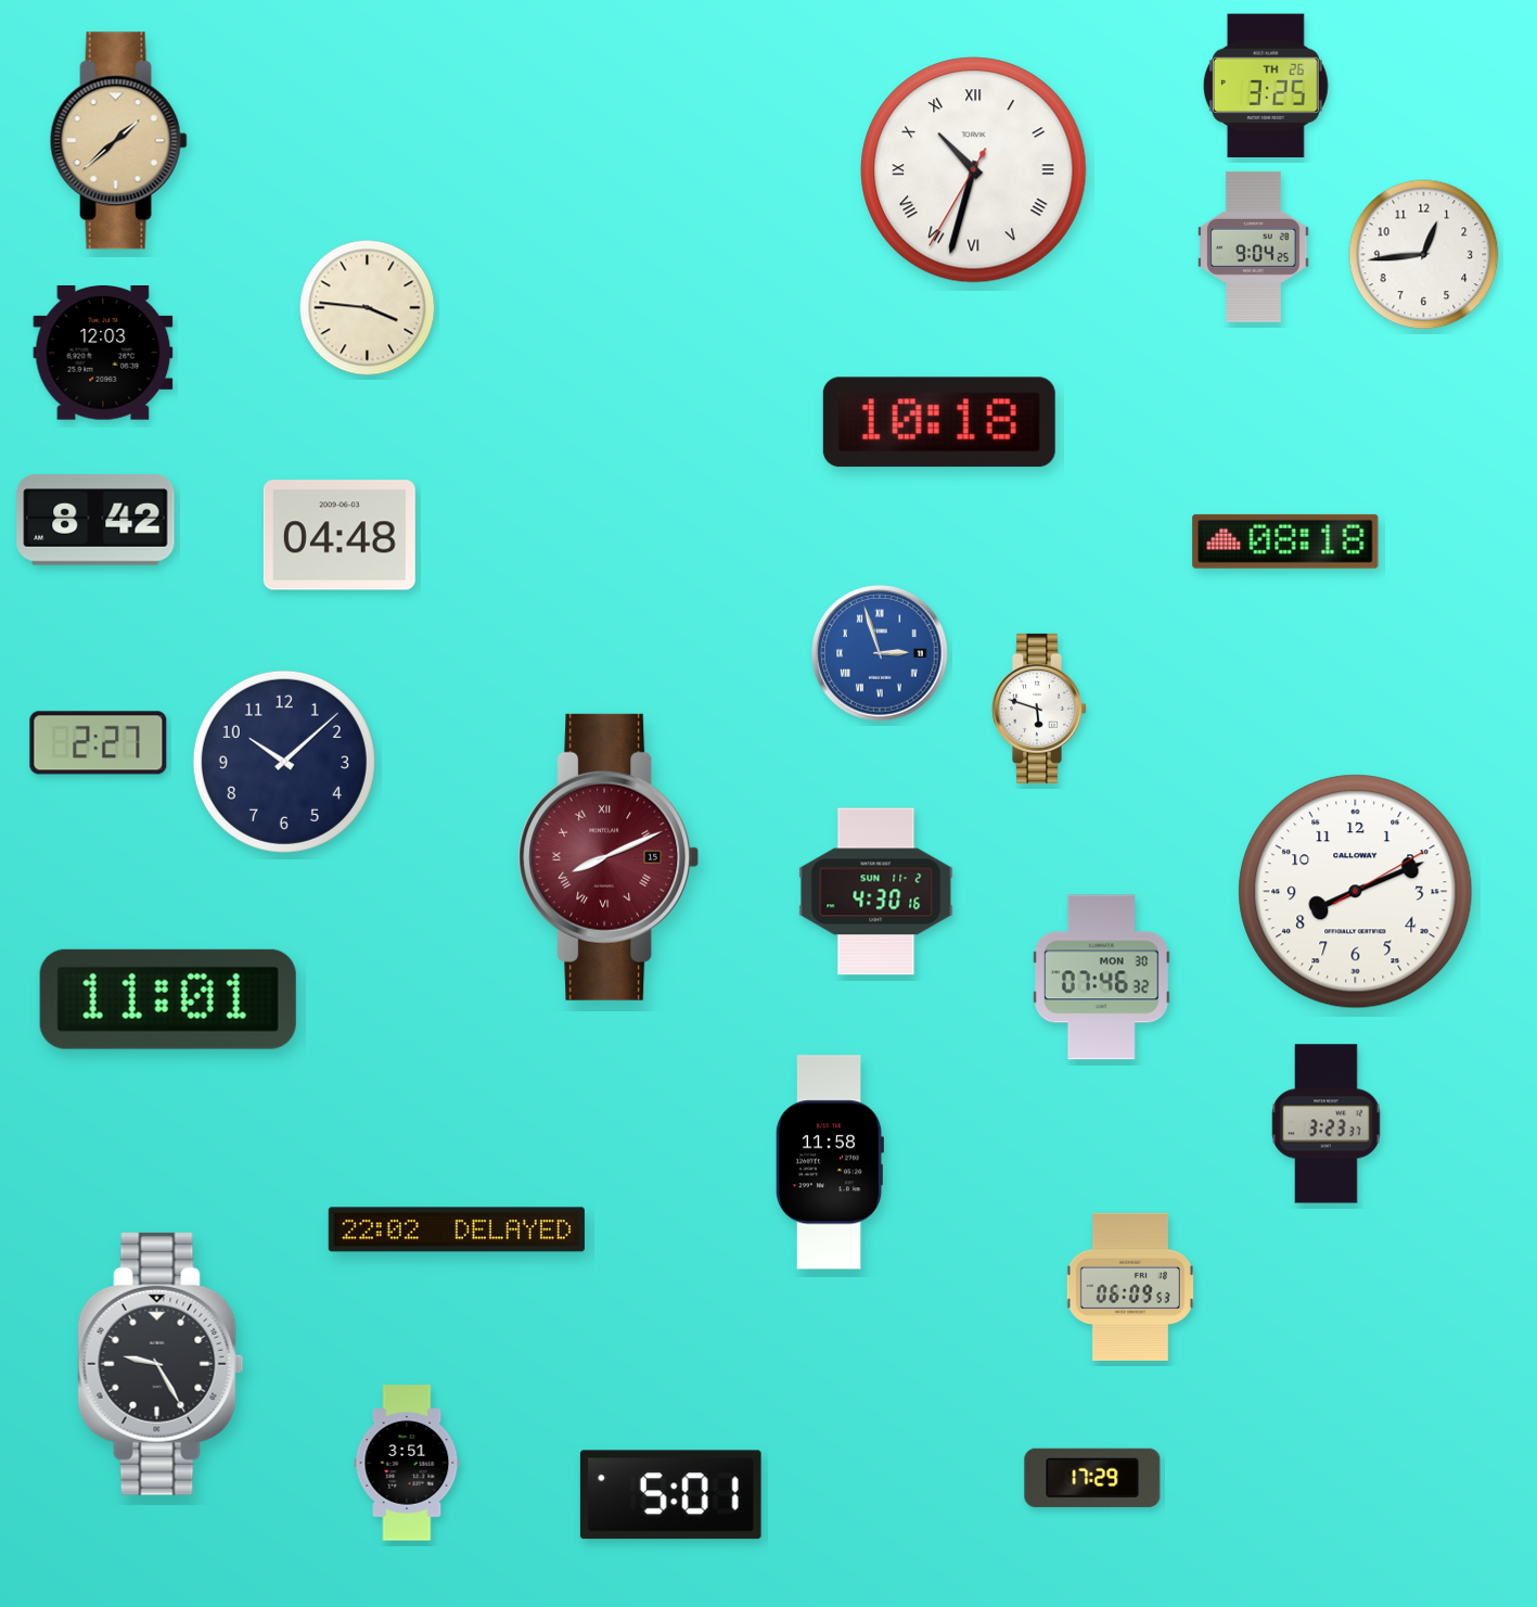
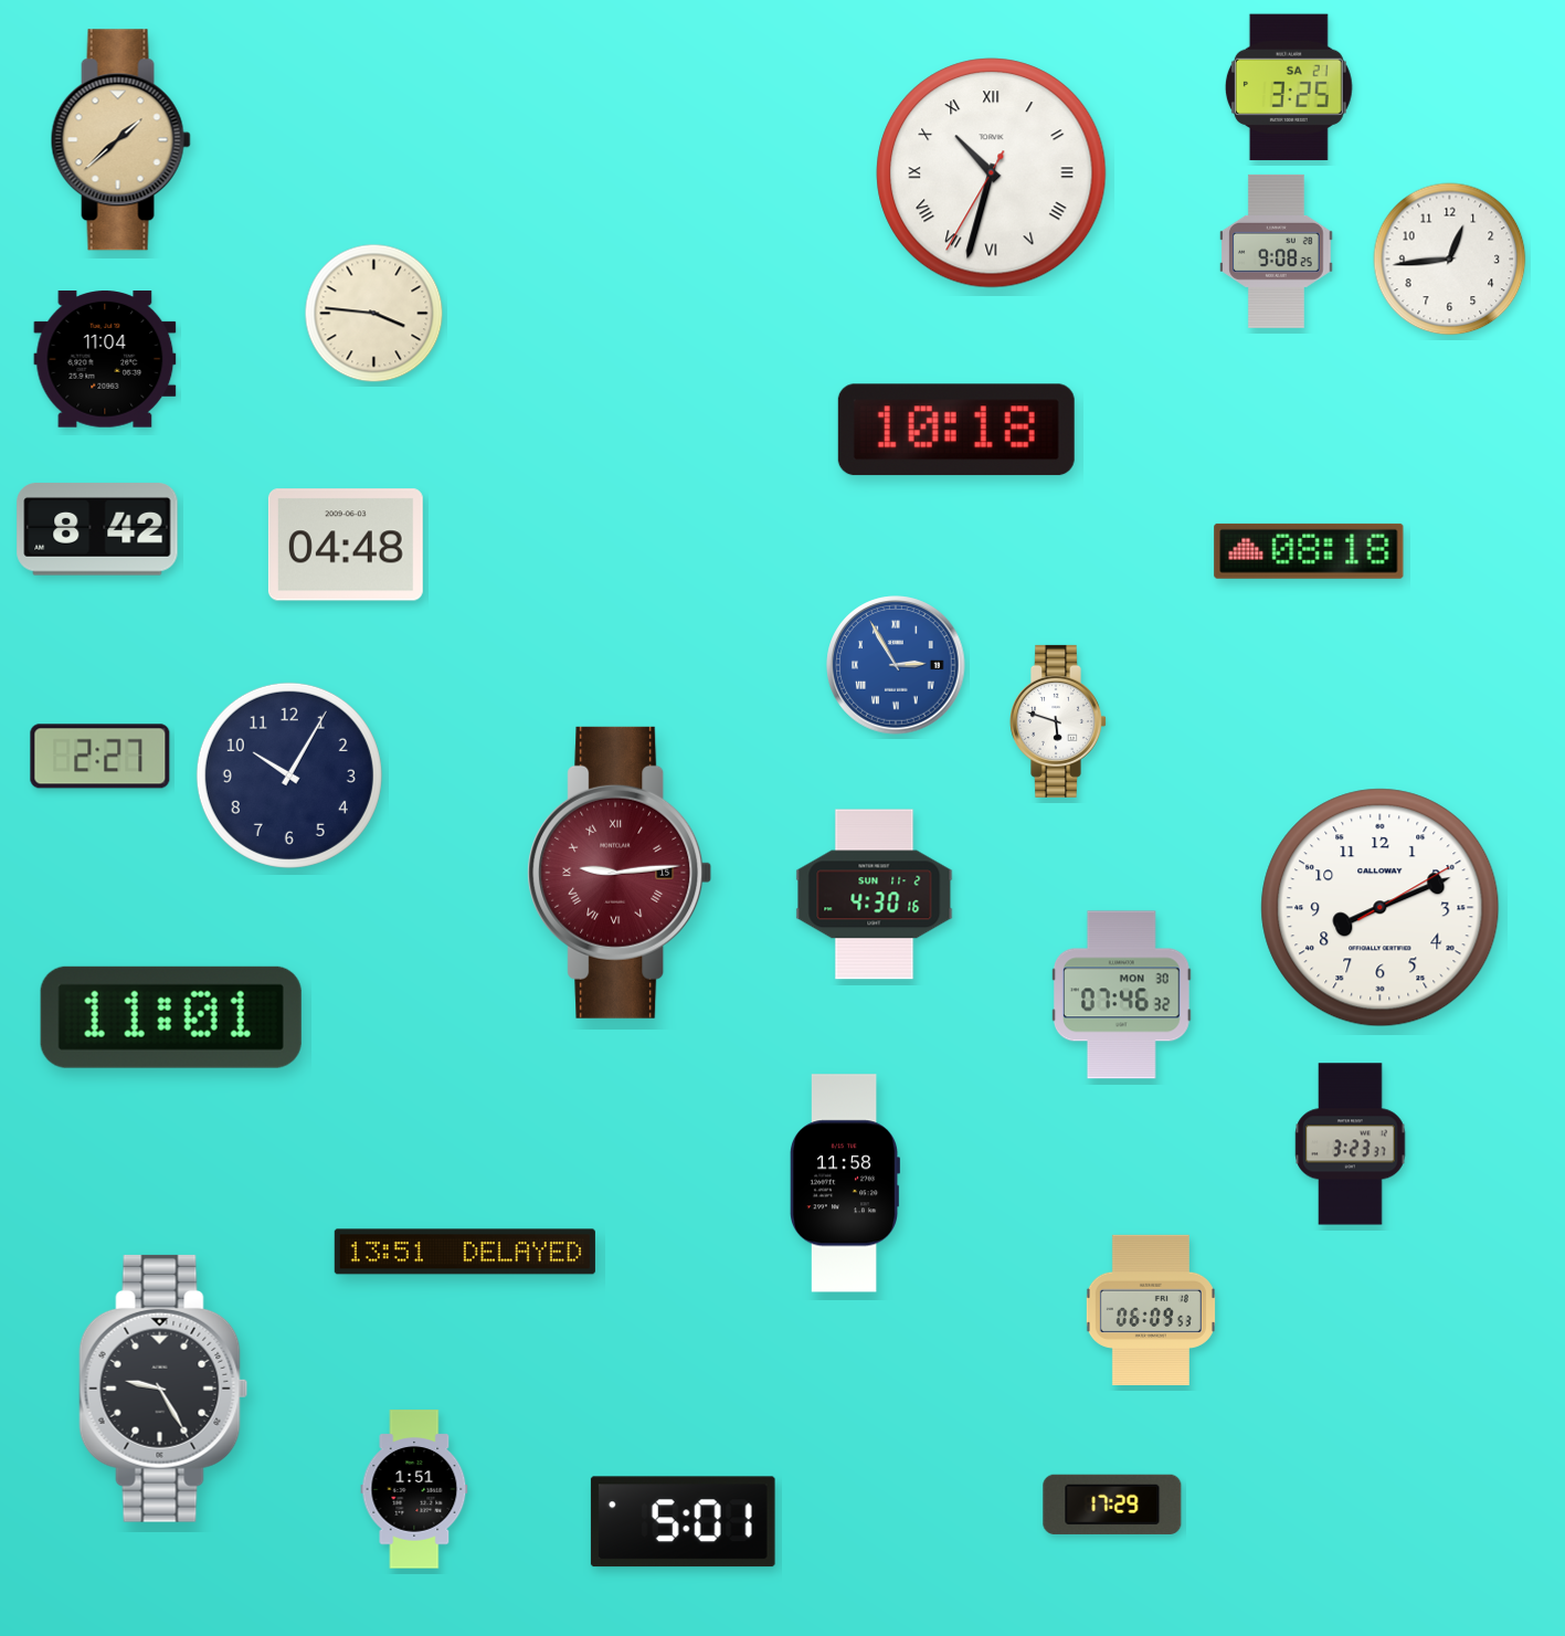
clock at (1266, 86) date: TH 26 -> SA 21
clock at (118, 141) position: (118, 141) -> (120, 140)
clock at (1254, 246): 9:04 -> 9:08
clock at (103, 353): 12:03 -> 11:04
clock at (880, 653): 2:57 -> 2:55
clock at (284, 762): 10:08 -> 10:05
clock at (609, 857): 8:11 -> 9:14
clock at (876, 892) position: (876, 892) -> (875, 895)
clock at (457, 1229): 22:02 -> 13:51
clock at (407, 1463): 3:51 -> 1:51
